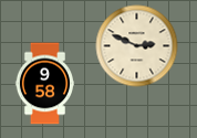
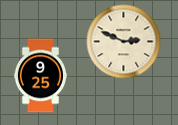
clock at (44, 84): 9:58 -> 9:25
